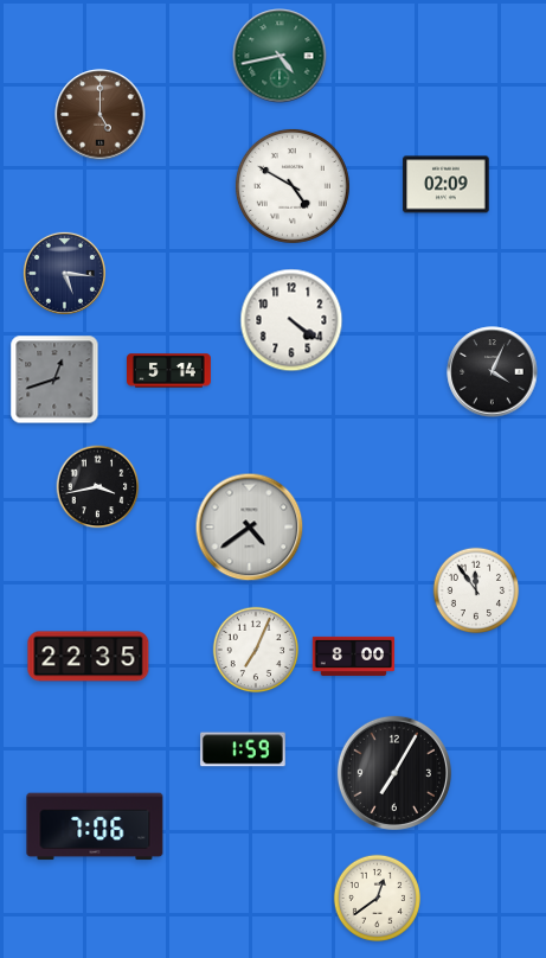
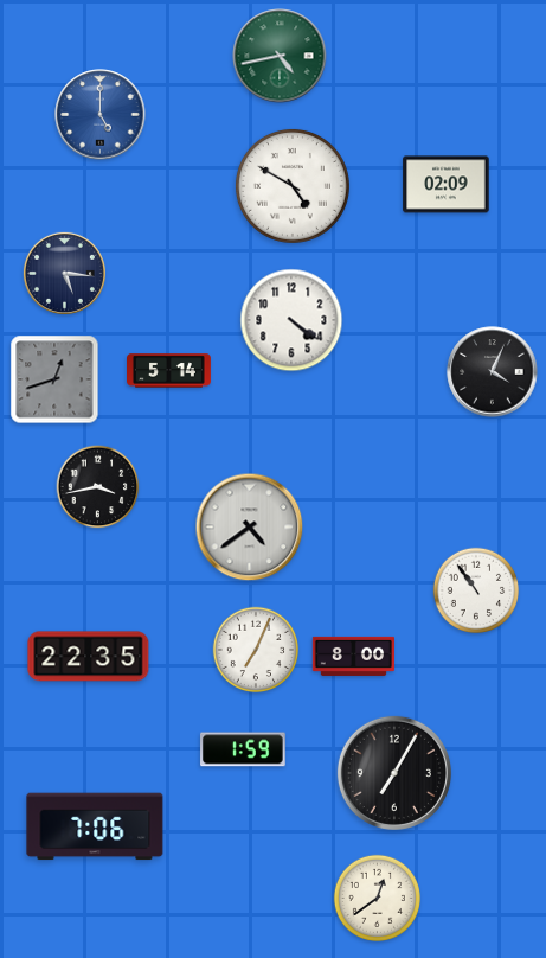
clock at (101, 115) dial: brown -> blue
clock at (476, 590): 11:54 -> 10:54
